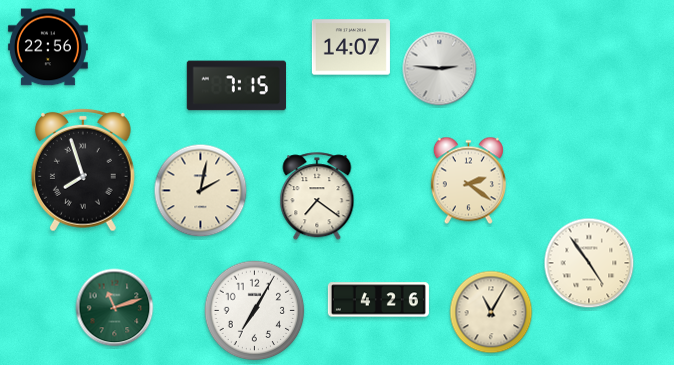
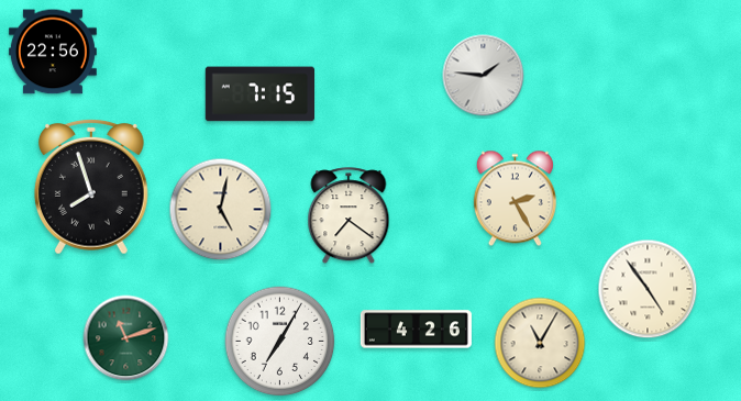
clock at (351, 47): 14:07 -> none
clock at (440, 69): 2:46 -> 1:46
clock at (468, 181): 2:21 -> 2:25
clock at (201, 191): 2:02 -> 5:02
